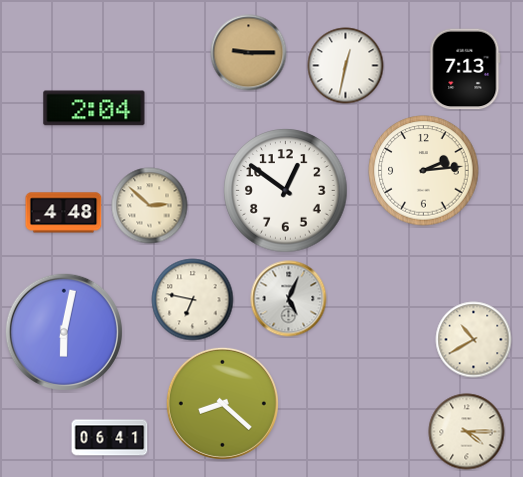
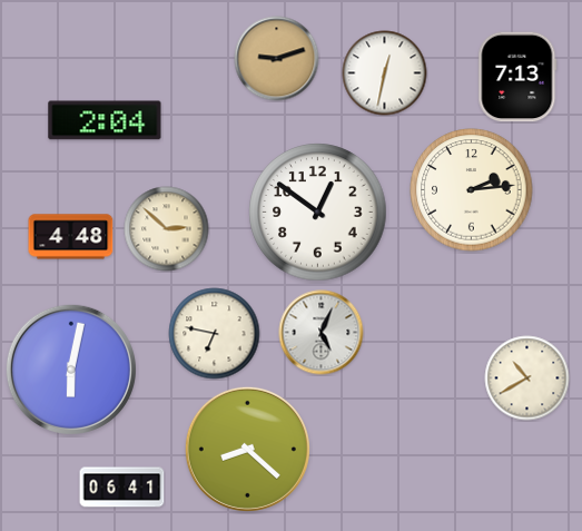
clock at (249, 53): 9:15 -> 9:12
clock at (467, 432): 4:15 -> none
